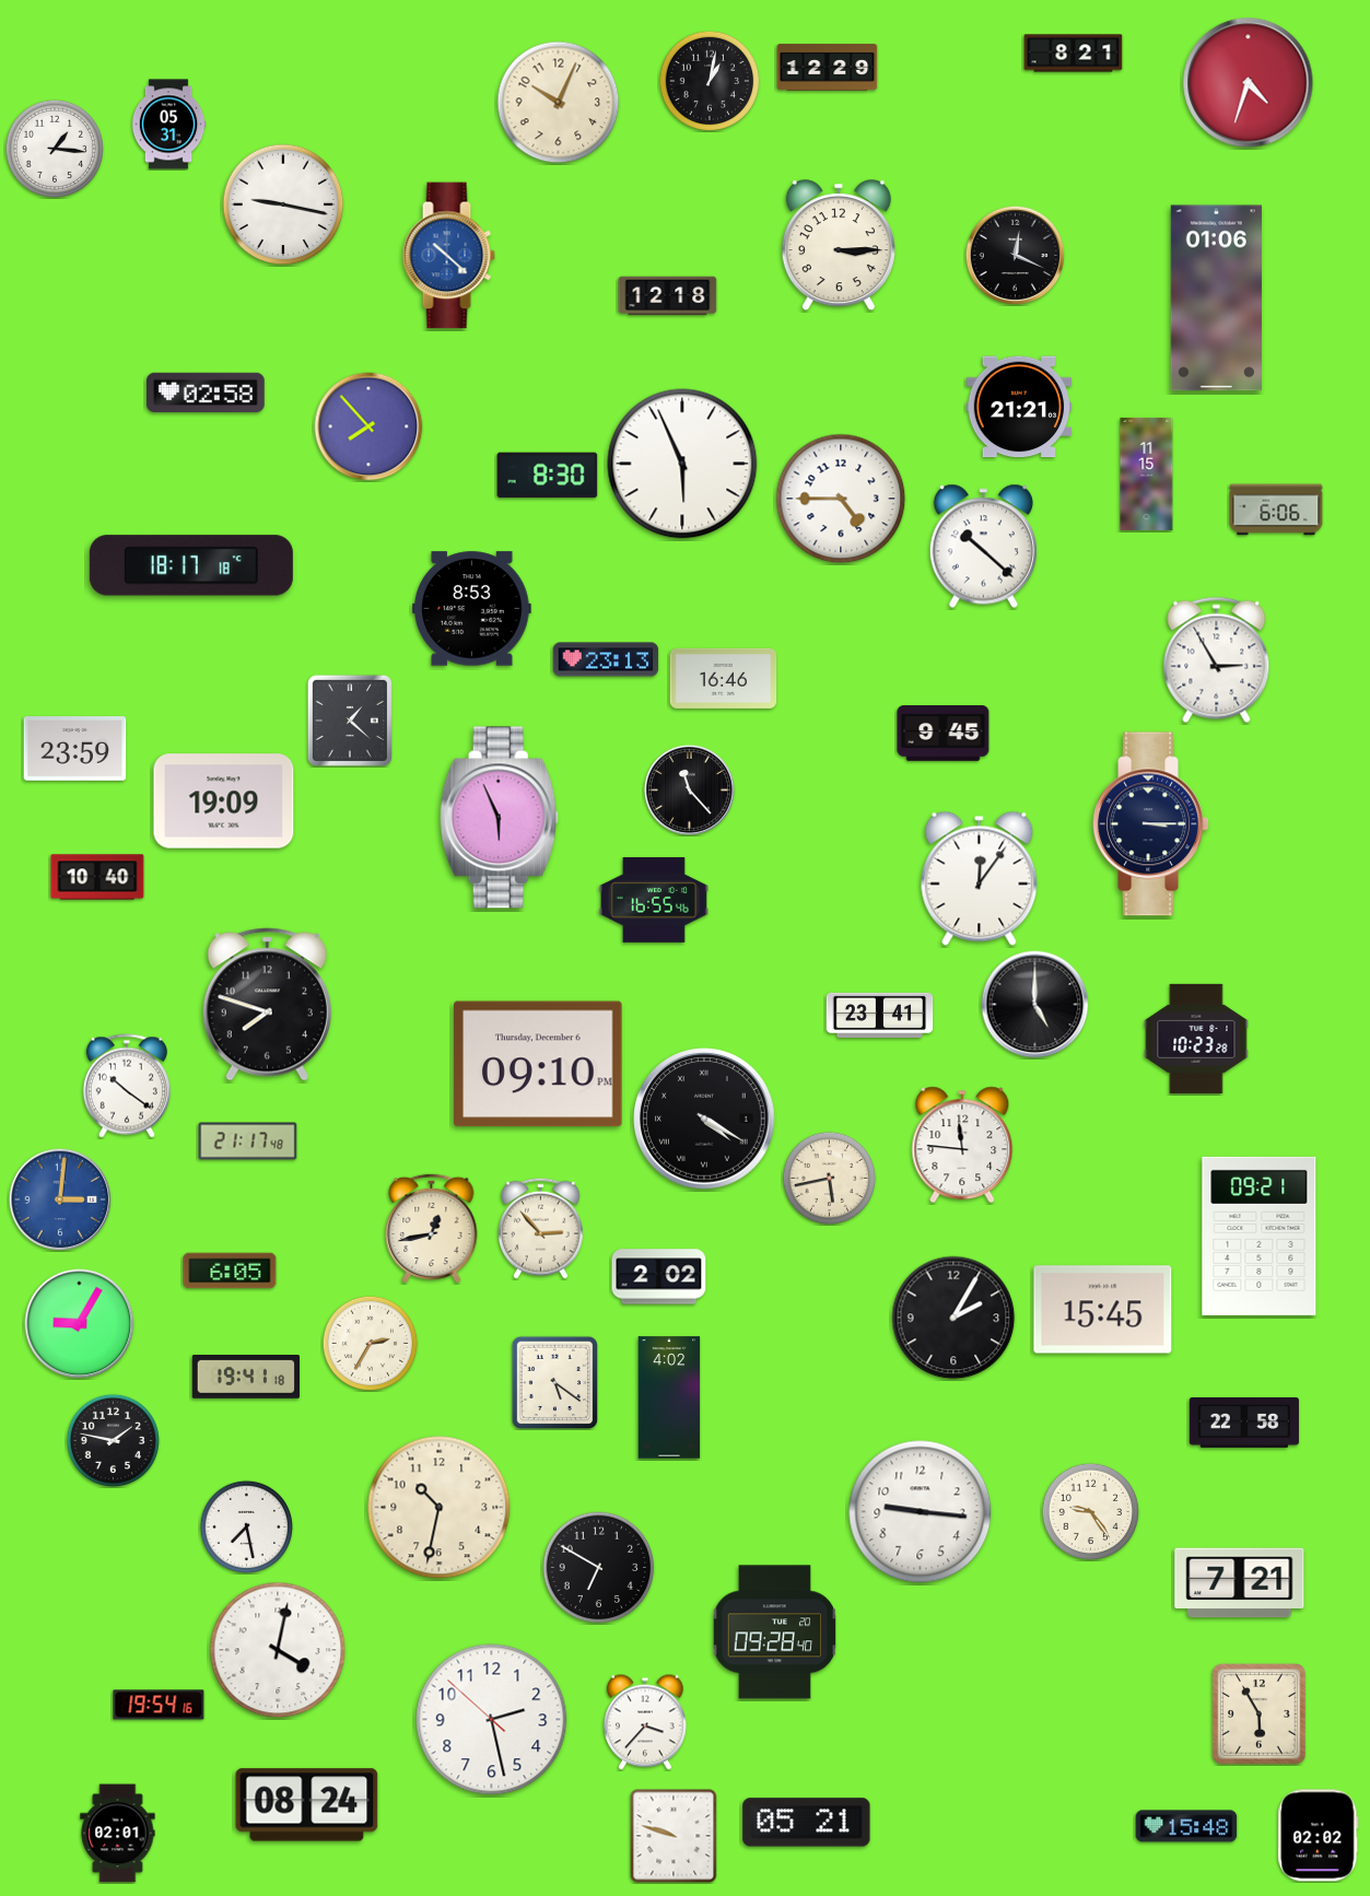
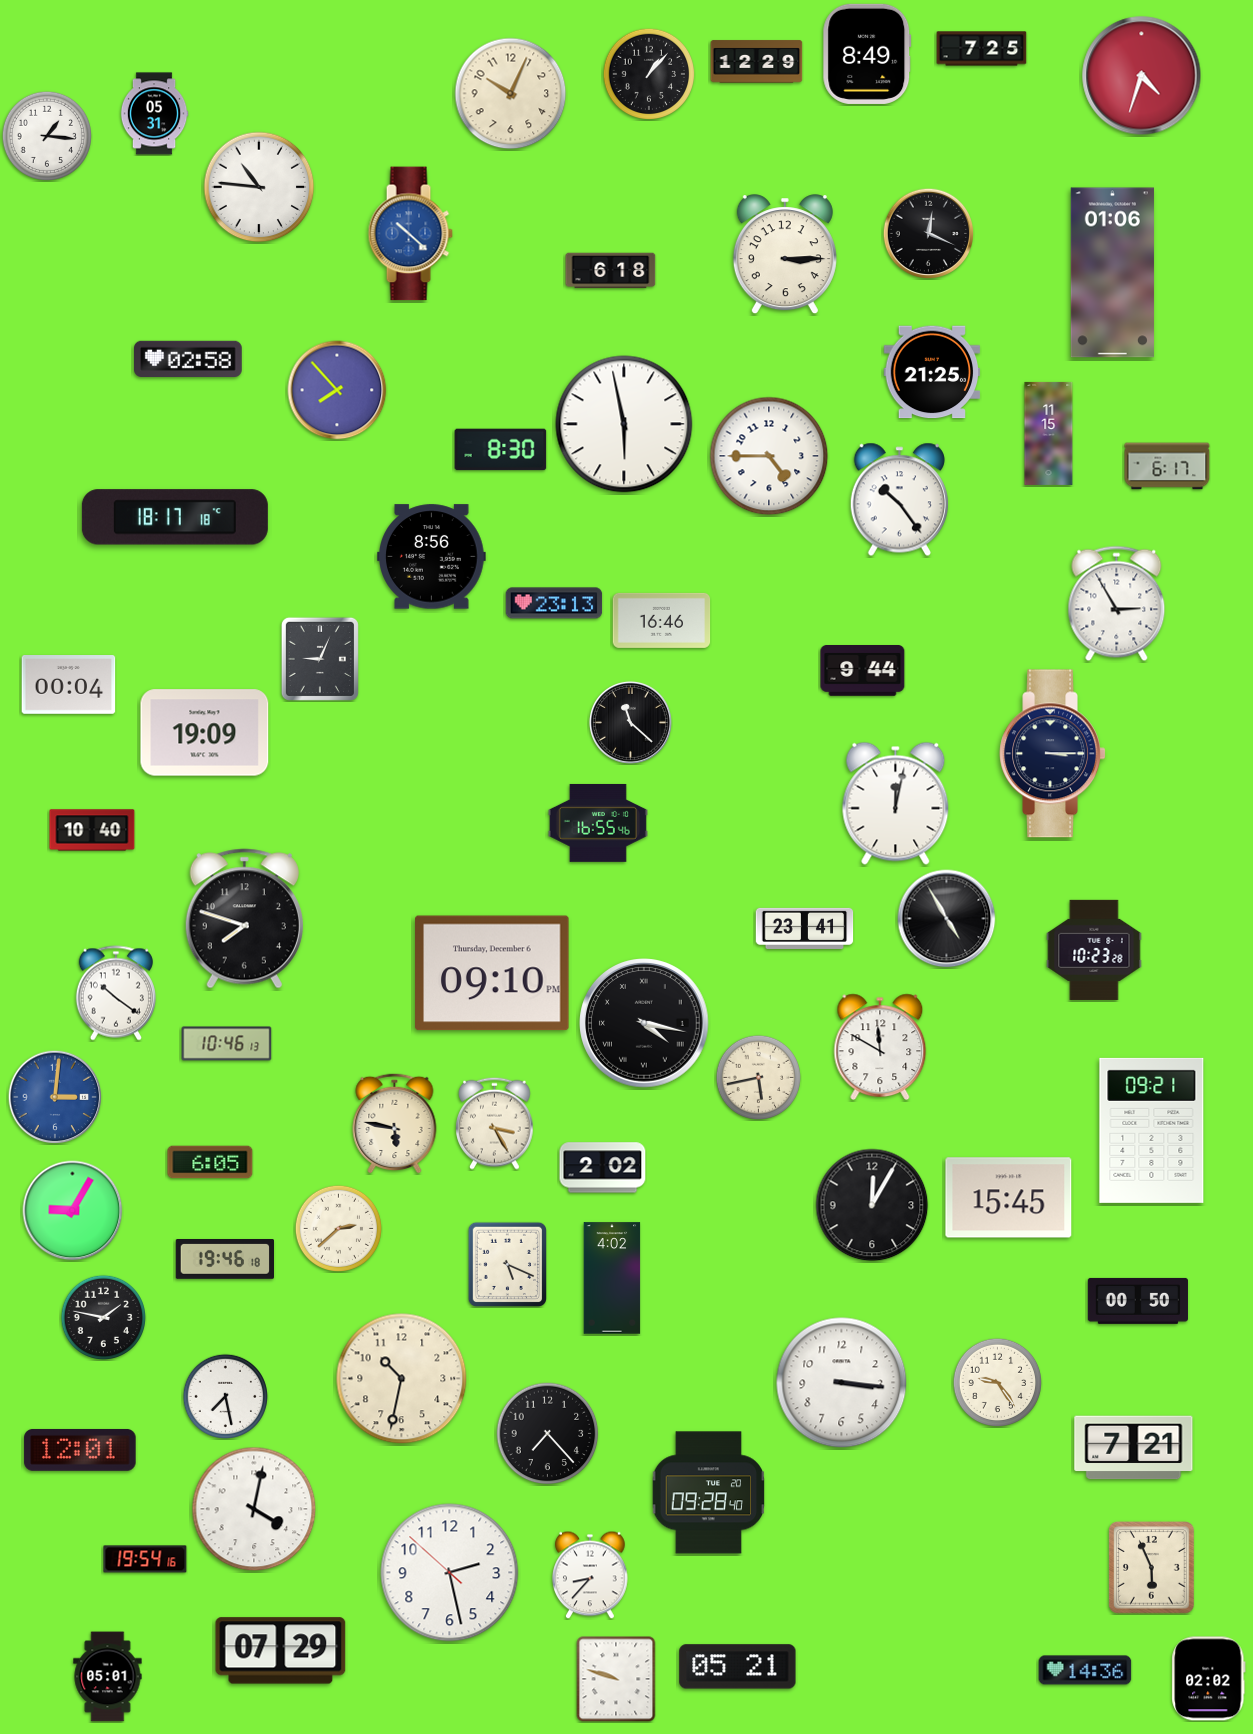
clock at (1074, 54): 8:21 -> 7:25
clock at (867, 54): none -> 8:49
clock at (710, 81): 1:02 -> 1:07
clock at (54, 148) position: (54, 148) -> (46, 135)
clock at (283, 204): 9:17 -> 10:46
clock at (839, 246) position: (839, 246) -> (785, 255)
clock at (668, 296): 12:18 -> 6:18
clock at (1019, 407): 21:21 -> 21:25
clock at (682, 464): 5:56 -> 5:58
clock at (548, 476) position: (548, 476) -> (501, 450)
clock at (1276, 510): 6:06 -> 6:17
clock at (983, 547): 10:22 -> 10:24
clock at (472, 609): 8:53 -> 8:56
clock at (1217, 660) position: (1217, 660) -> (1117, 604)
clock at (350, 721): 1:22 -> 9:04
clock at (944, 734): 9:45 -> 9:44
clock at (75, 749): 23:59 -> 00:04
clock at (689, 789): 11:23 -> 11:22
clock at (499, 818): 5:56 -> none
clock at (97, 877) position: (97, 877) -> (92, 830)
clock at (980, 878): 12:06 -> 12:02
clock at (1035, 1005): 5:00 -> 4:55
clock at (704, 1119): 4:20 -> 4:17
clock at (248, 1142): 21:17 -> 10:46
clock at (962, 1144): 11:46 -> 11:50
clock at (432, 1228): 12:43 -> 5:47
clock at (541, 1228): 2:53 -> 3:25
clock at (953, 1318): 2:05 -> 12:05
clock at (370, 1343): 2:35 -> 2:38
clock at (245, 1378): 19:41 -> 19:46
clock at (554, 1382): 5:21 -> 5:19
clock at (1244, 1423): 22:58 -> 00:50
clock at (921, 1512): 9:16 -> 3:16
clock at (599, 1568): 6:50 -> 7:23
clock at (80, 1450): none -> 12:01
clock at (1260, 1714): 5:55 -> 5:56
clock at (646, 1722): 3:37 -> 8:37
clock at (307, 1805): 08:24 -> 07:29
clock at (1186, 1826): 15:48 -> 14:36
clock at (118, 1834): 02:01 -> 05:01
clock at (1319, 1836) position: (1319, 1836) -> (1209, 1679)
